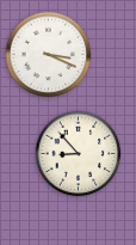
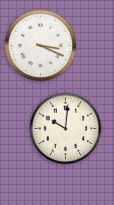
clock at (79, 154): 8:53 -> 10:01
